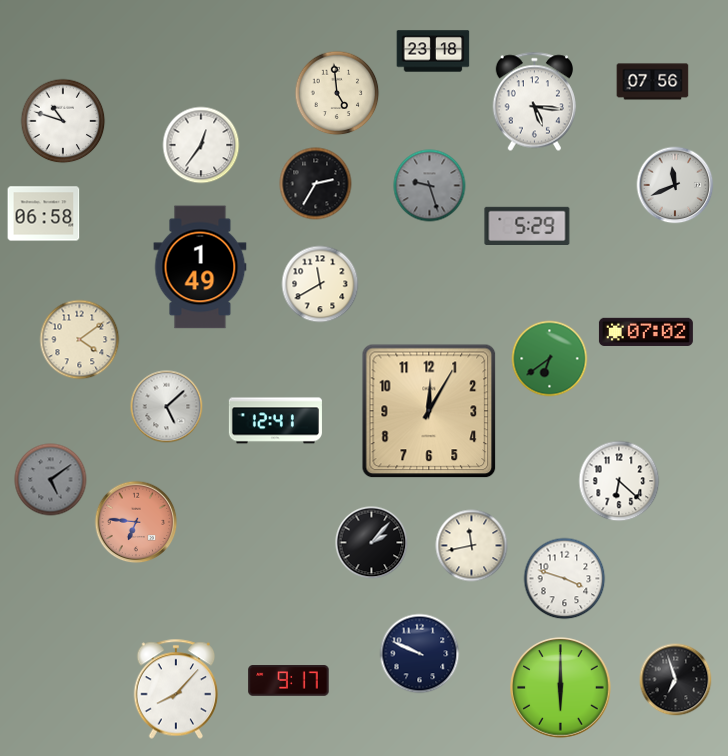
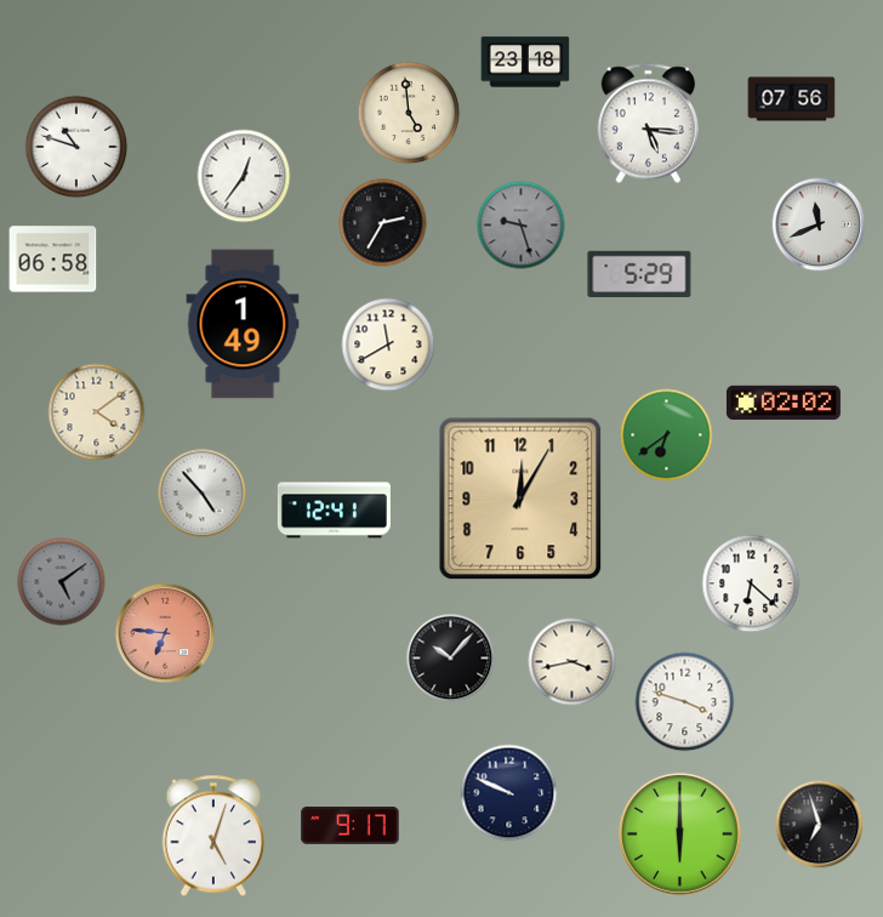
clock at (646, 331): 07:02 -> 02:02
clock at (167, 407): 5:08 -> 4:53
clock at (372, 543): 2:07 -> 10:07
clock at (472, 546): 11:43 -> 3:43
clock at (176, 689): 8:07 -> 5:03
